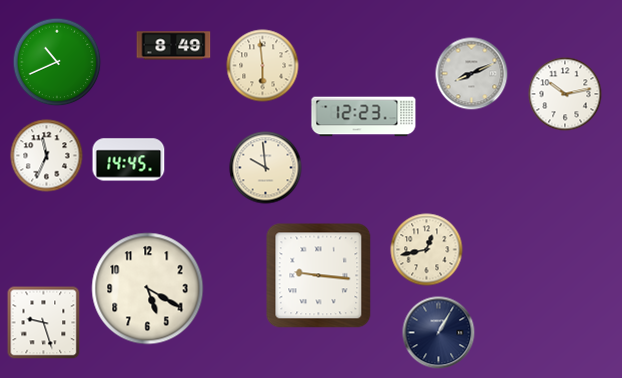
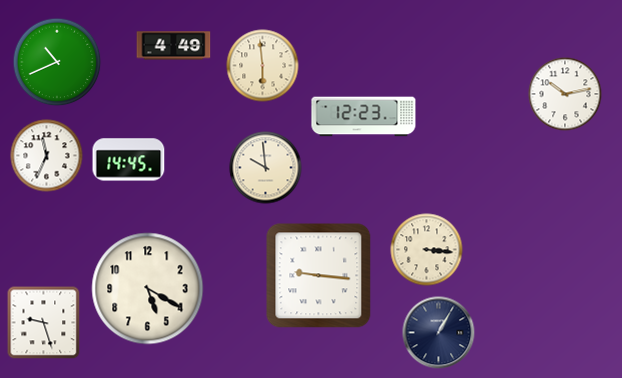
clock at (174, 46): 8:49 -> 4:49
clock at (472, 74): 8:11 -> none
clock at (427, 250): 12:43 -> 3:16
